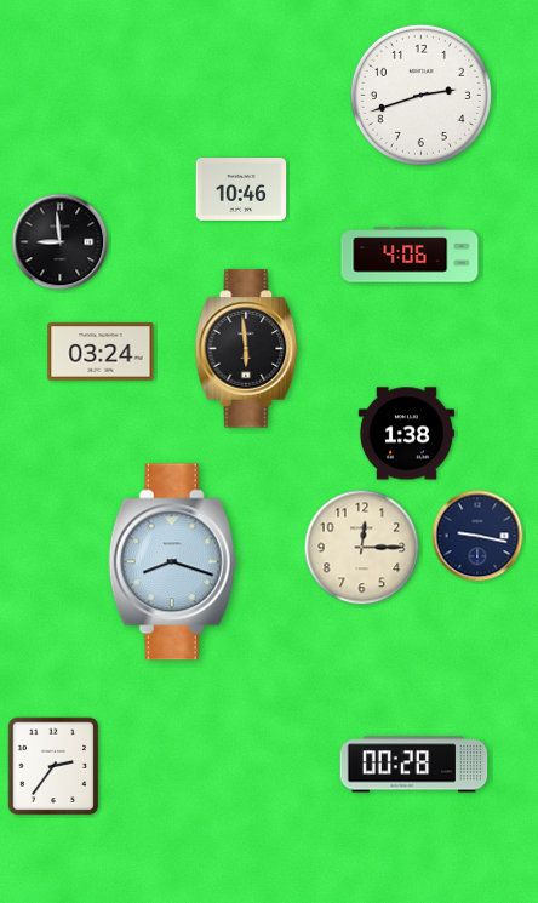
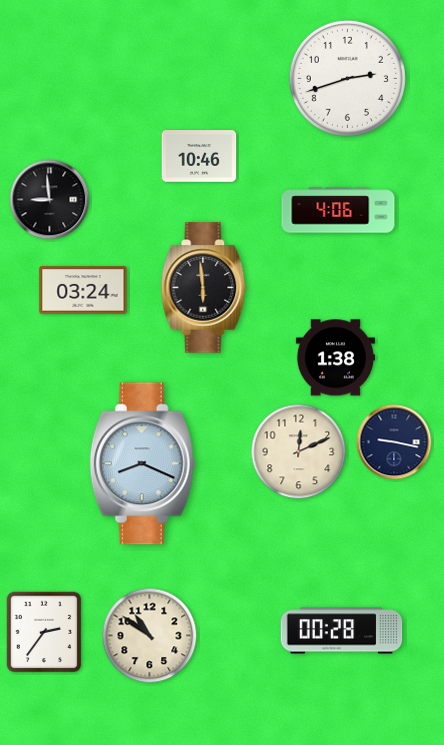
clock at (362, 548): 12:15 -> 12:11
clock at (173, 562): 8:18 -> 8:19
clock at (150, 636): none -> 10:51
